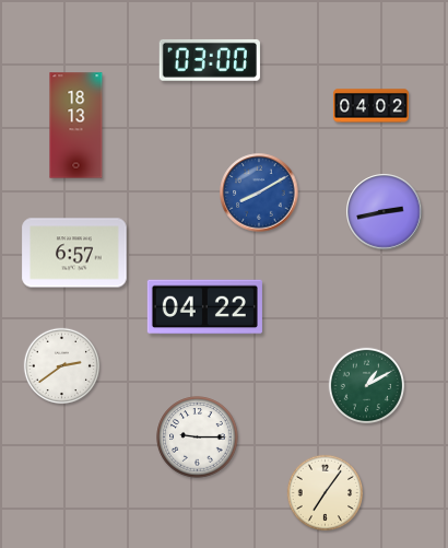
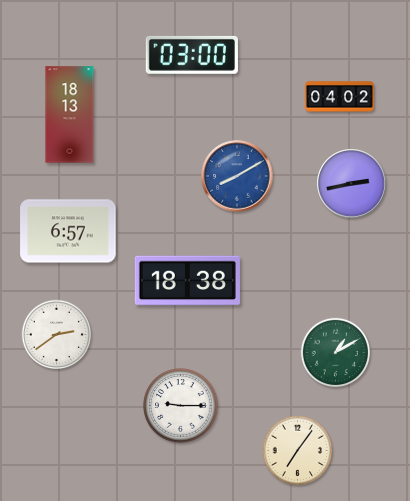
clock at (385, 212) position: (385, 212) -> (352, 184)
clock at (204, 307): 04:22 -> 18:38
clock at (198, 438) position: (198, 438) -> (181, 406)
